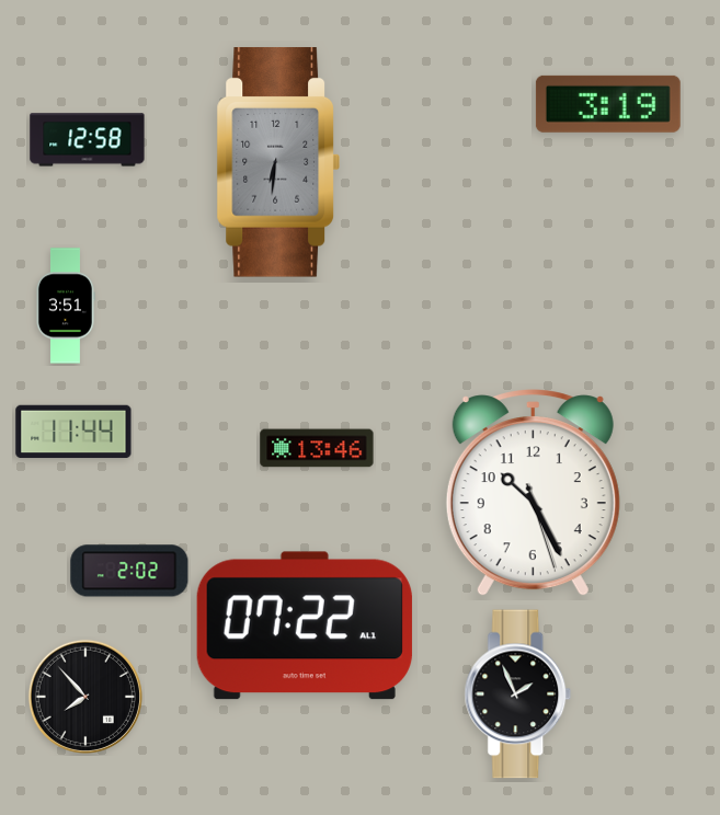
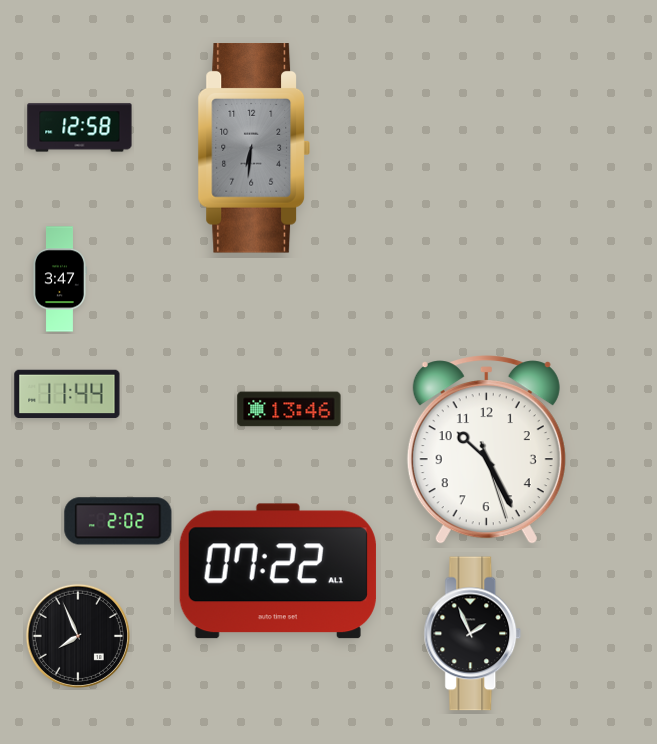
clock at (608, 104): 3:19 -> none
clock at (66, 306): 3:51 -> 3:47
clock at (85, 697): 7:53 -> 7:56
